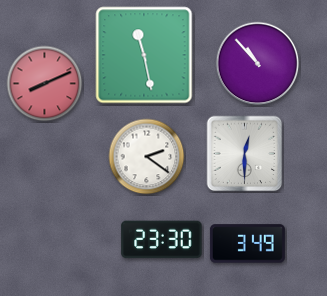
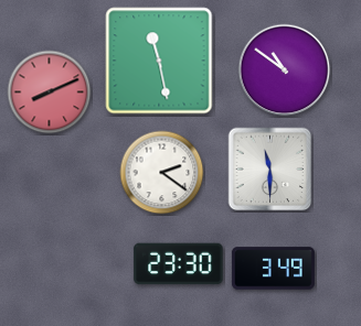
clock at (258, 64): 10:53 -> 10:51
clock at (245, 154): 12:30 -> 11:30
